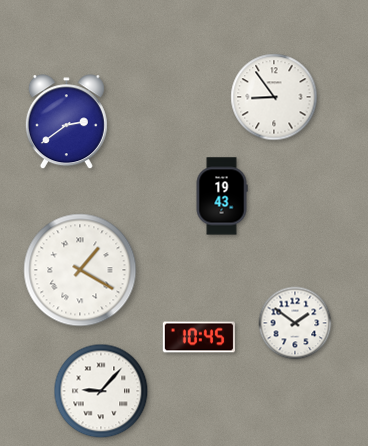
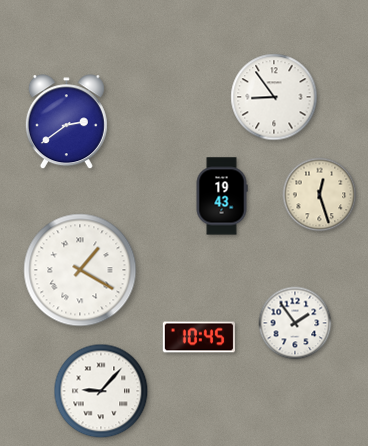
clock at (320, 195): none -> 12:27
clock at (295, 323): 1:51 -> 1:54
